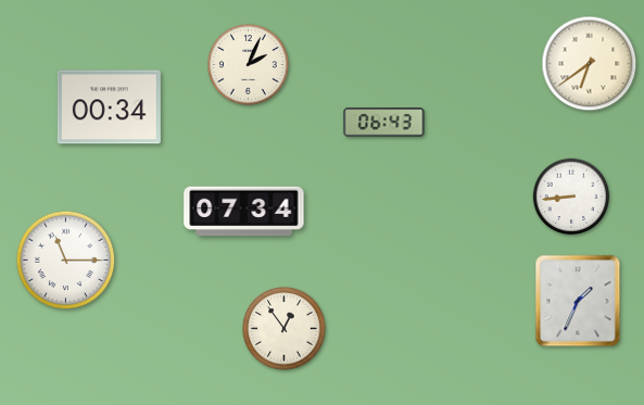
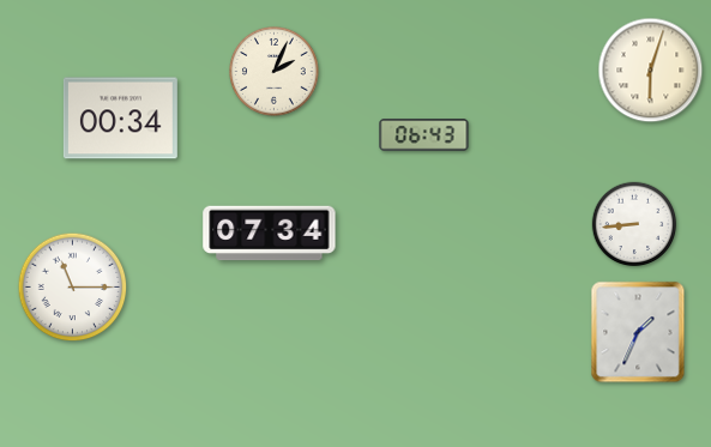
clock at (590, 64): 6:39 -> 6:03
clock at (571, 197) position: (571, 197) -> (634, 224)
clock at (285, 329): 12:54 -> none
